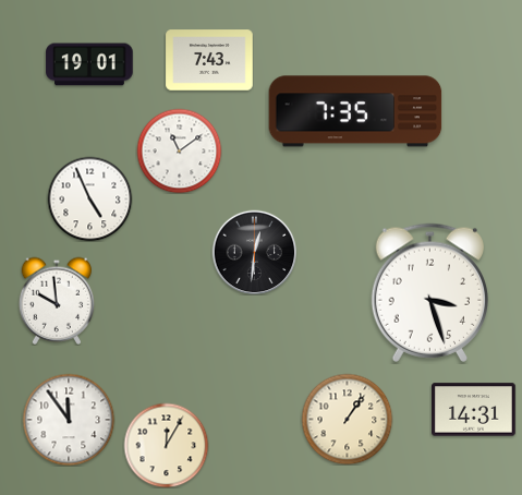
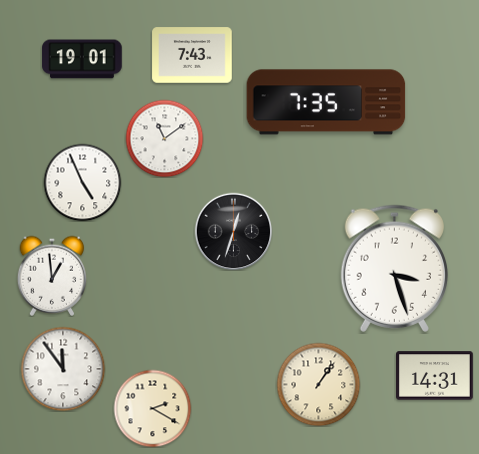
clock at (254, 252): 12:31 -> 12:33
clock at (57, 301): 9:59 -> 12:59
clock at (69, 420) position: (69, 420) -> (63, 369)
clock at (166, 445): 12:05 -> 2:20
